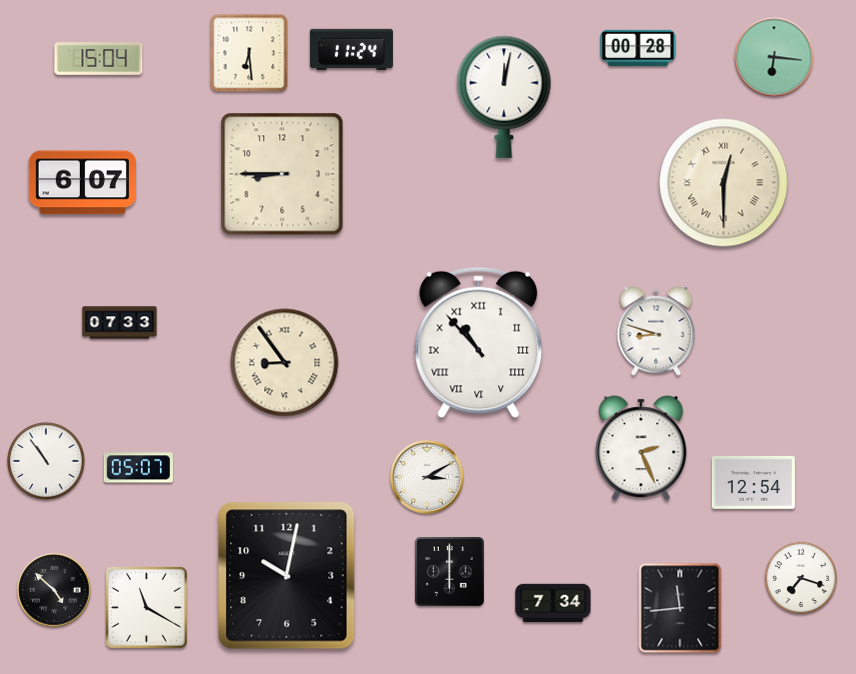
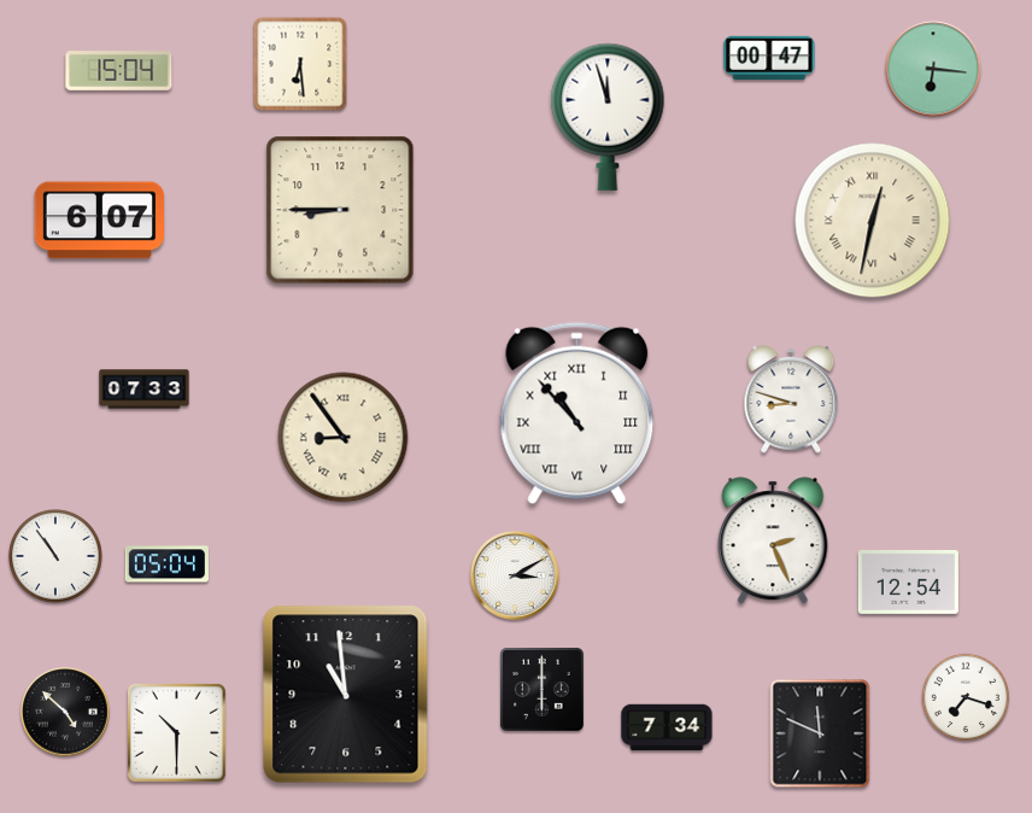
clock at (638, 48): 00:28 -> 00:47
clock at (351, 49): 11:24 -> none
clock at (504, 97): 12:02 -> 11:57
clock at (724, 183): 12:30 -> 12:32
clock at (138, 468): 05:07 -> 05:04
clock at (287, 576): 10:02 -> 10:59
clock at (146, 607): 11:20 -> 10:30
clock at (680, 608): 11:44 -> 11:49
